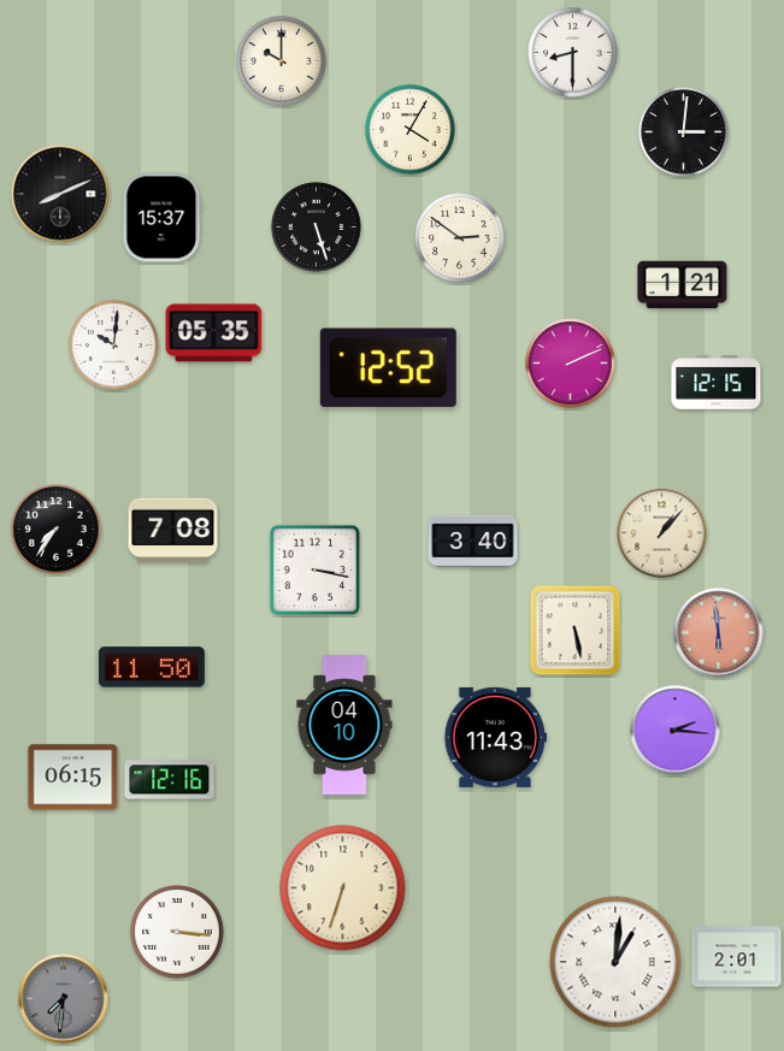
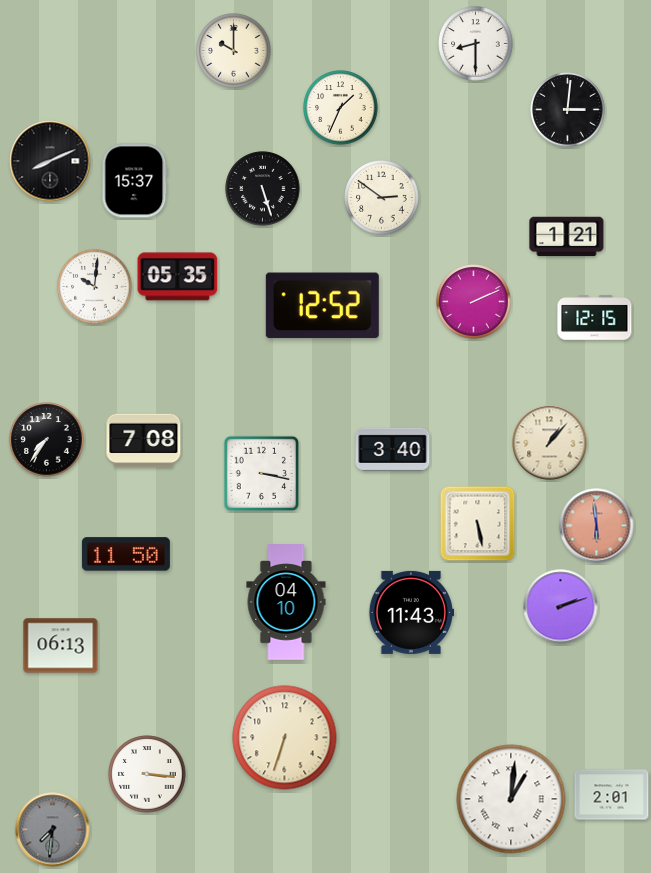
clock at (411, 130): 4:05 -> 1:34
clock at (676, 731): 2:16 -> 2:12
clock at (73, 778): 06:15 -> 06:13
clock at (170, 780): 12:16 -> none
